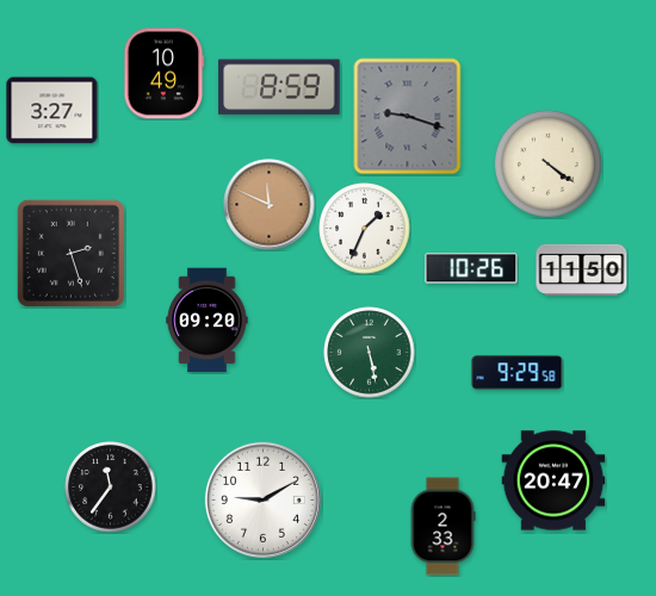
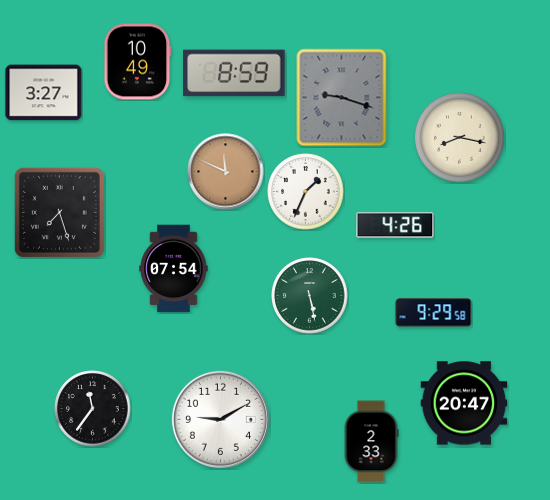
clock at (547, 163): 4:21 -> 8:17
clock at (70, 253): 2:27 -> 7:27
clock at (471, 268): 10:26 -> 4:26
clock at (582, 269): 11:50 -> none
clock at (208, 321): 09:20 -> 07:54
